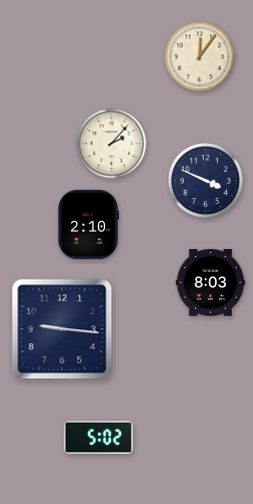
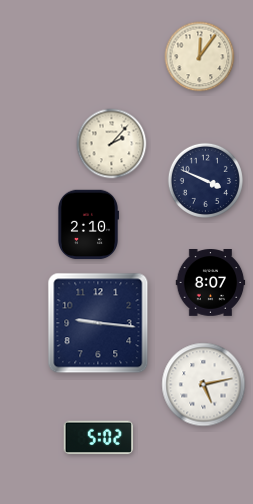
clock at (211, 283): 8:03 -> 8:07
clock at (62, 329) position: (62, 329) -> (98, 323)
clock at (204, 385): none -> 5:13
